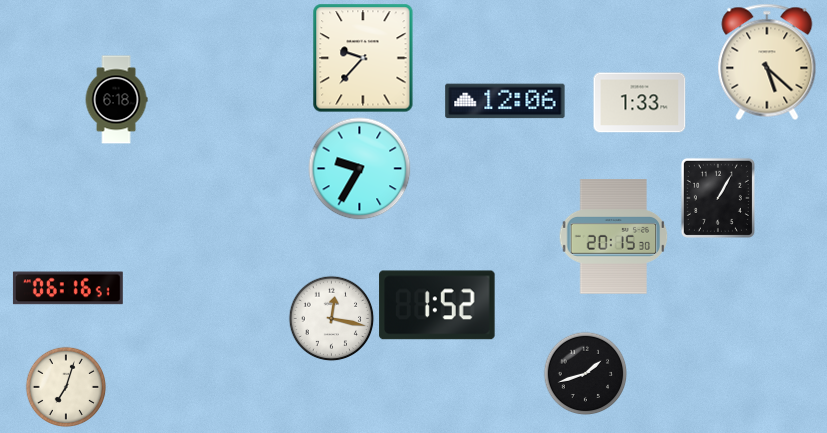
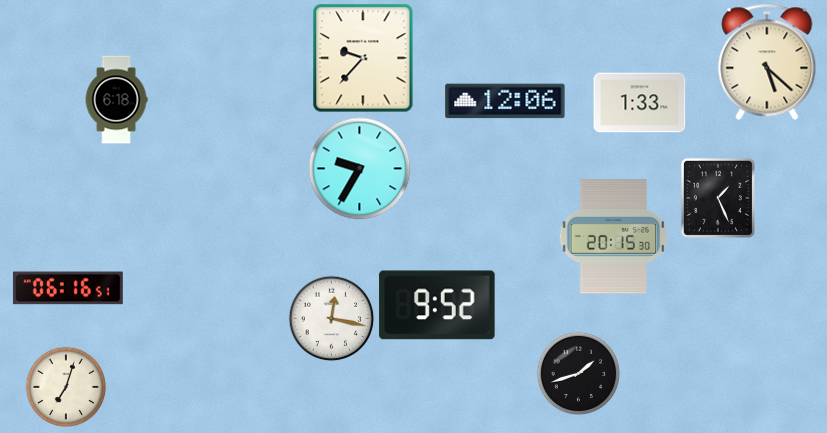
clock at (718, 198): 1:05 -> 1:26
clock at (437, 305): 1:52 -> 9:52
clock at (585, 373) position: (585, 373) -> (578, 373)
